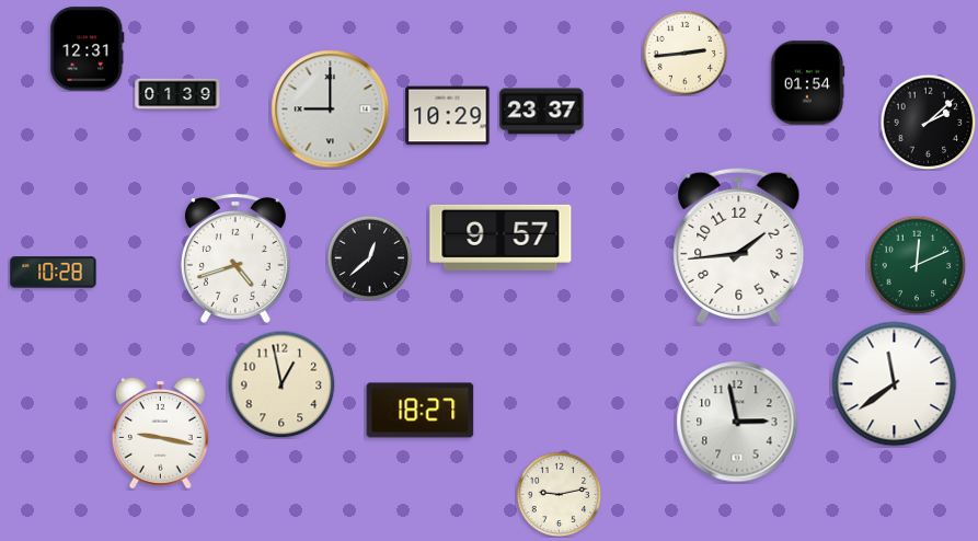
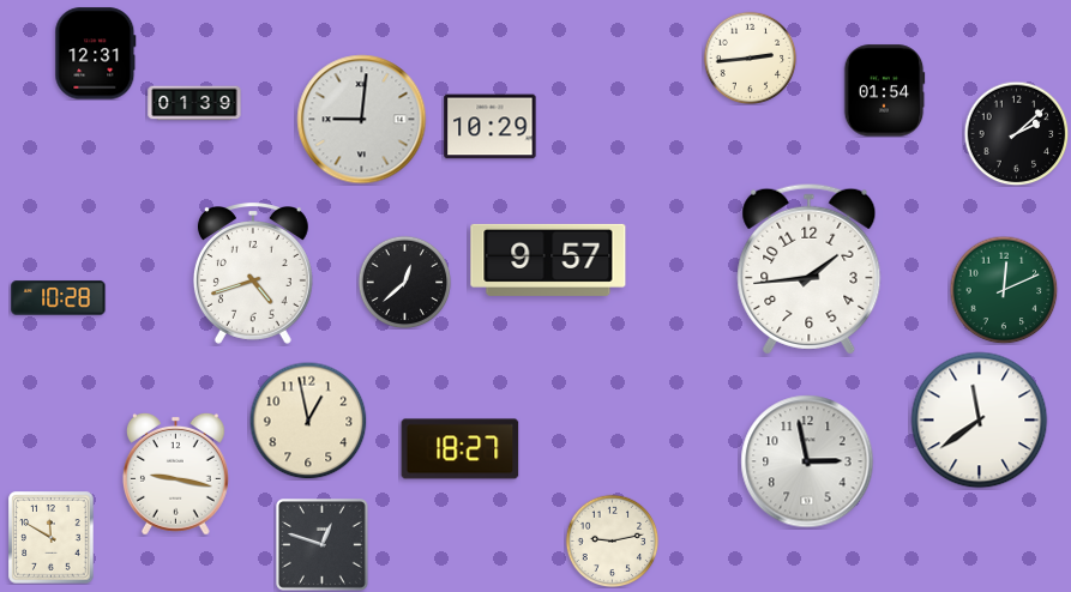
clock at (331, 110): 9:00 -> 9:01
clock at (542, 112): 23:37 -> none
clock at (235, 260) position: (235, 260) -> (253, 274)
clock at (52, 538): none -> 11:50
clock at (323, 545): none -> 12:48
